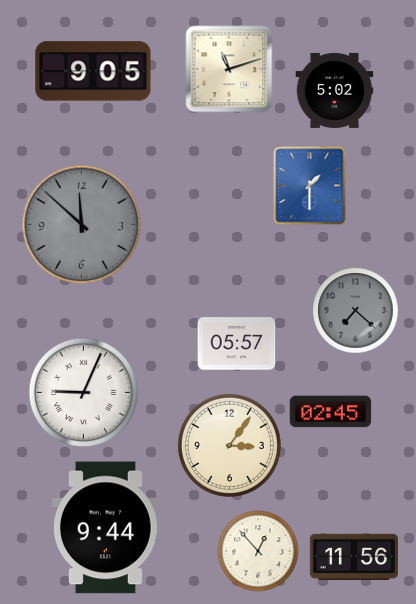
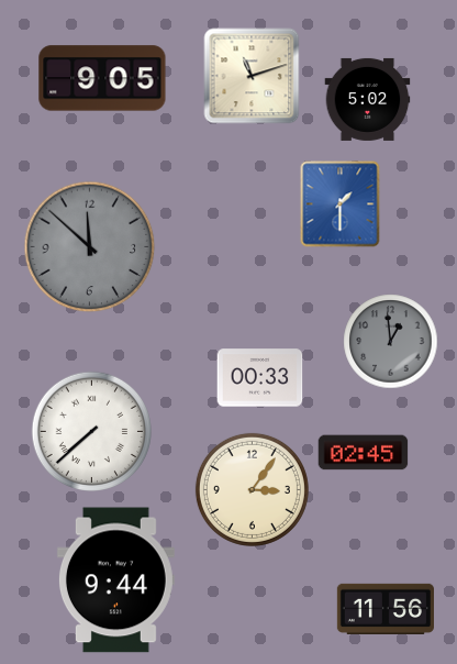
clock at (355, 310): 7:22 -> 12:59
clock at (236, 344): 05:57 -> 00:33
clock at (83, 392): 9:04 -> 7:38
clock at (258, 551): 12:53 -> none
clock at (354, 556) position: (354, 556) -> (386, 608)
